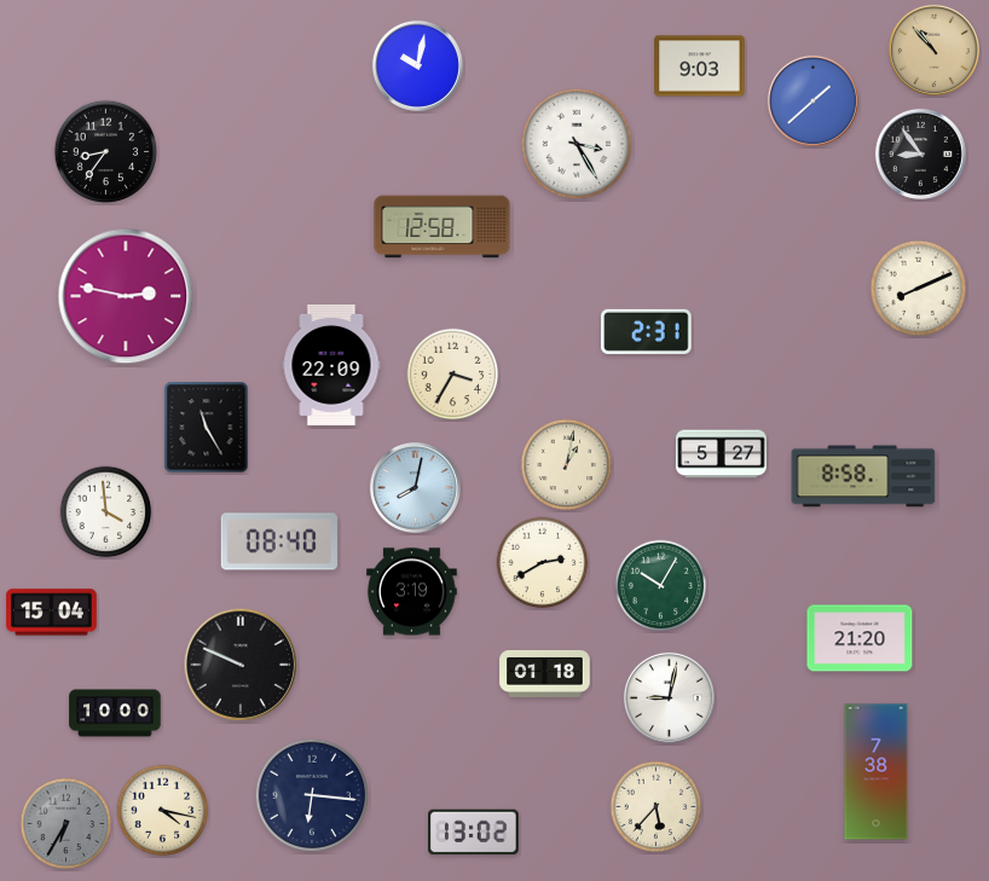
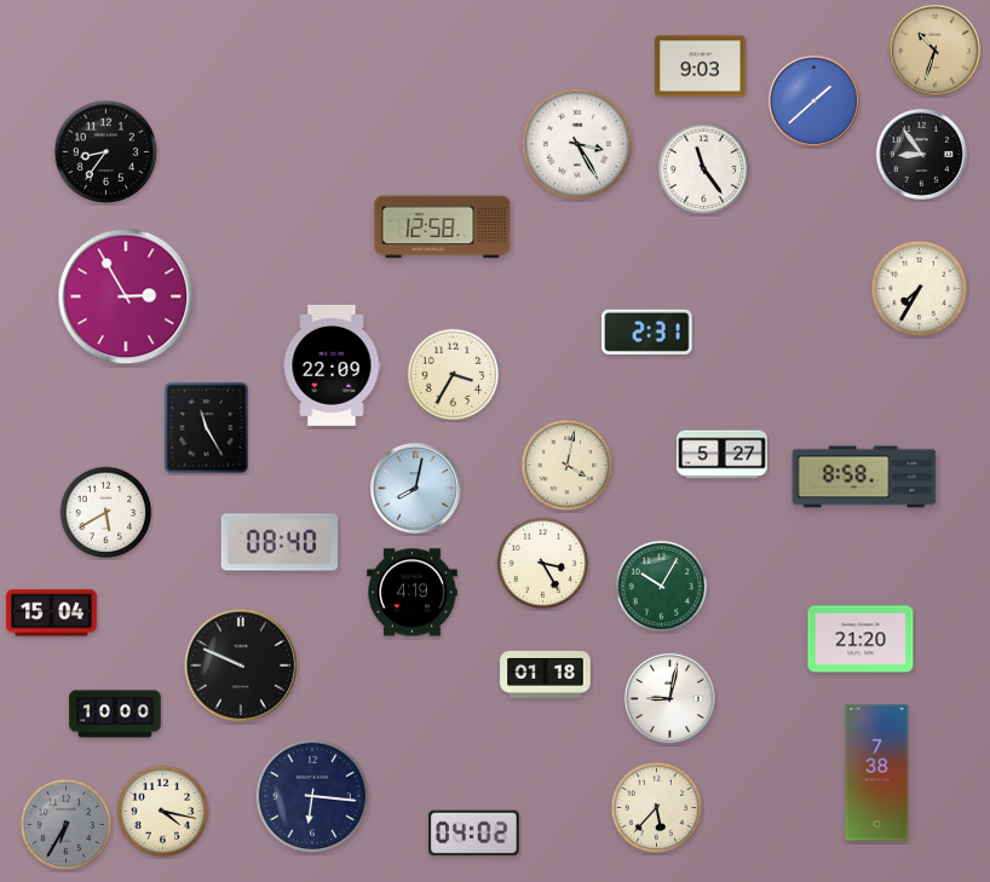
clock at (933, 50): 10:53 -> 10:33
clock at (417, 65): 10:02 -> none
clock at (704, 169): none -> 11:24
clock at (919, 289): 8:11 -> 7:35
clock at (126, 296): 2:47 -> 2:55
clock at (567, 465): 1:02 -> 4:02
clock at (106, 512): 3:59 -> 5:40
clock at (543, 563): 2:40 -> 3:25
clock at (412, 592): 3:19 -> 4:19
clock at (474, 833): 13:02 -> 04:02
